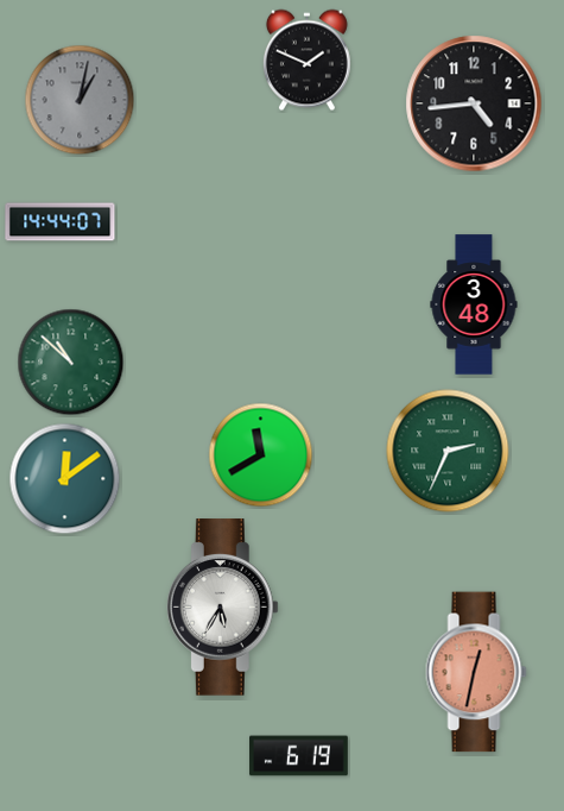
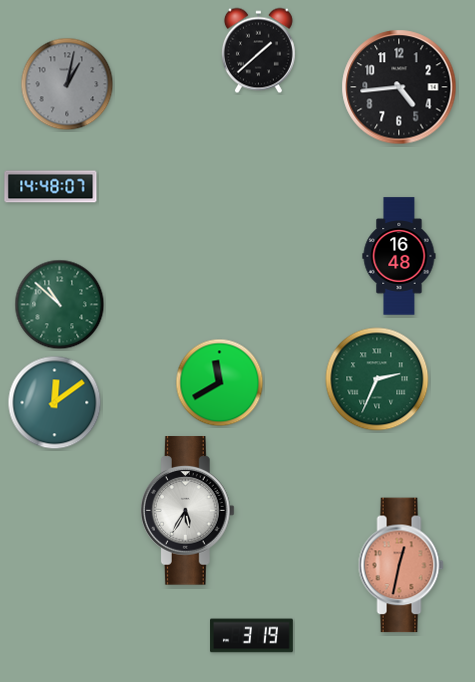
clock at (306, 61): 1:49 -> 1:38
clock at (61, 222): 14:44 -> 14:48
clock at (474, 304): 3:48 -> 16:48
clock at (299, 756): 6:19 -> 3:19
